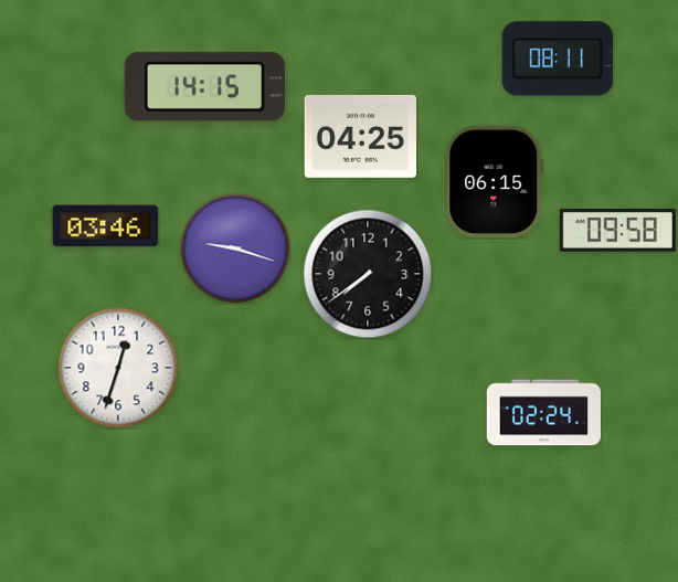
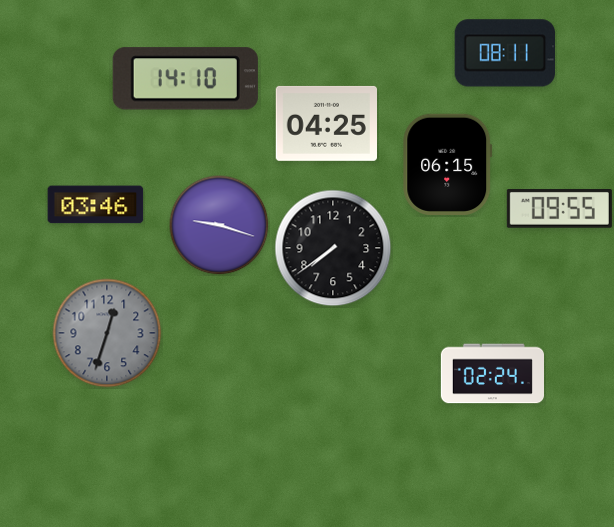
clock at (204, 87): 14:15 -> 14:10
clock at (617, 231): 09:58 -> 09:55
clock at (235, 248) position: (235, 248) -> (219, 225)
clock at (118, 368) dial: white -> grey
